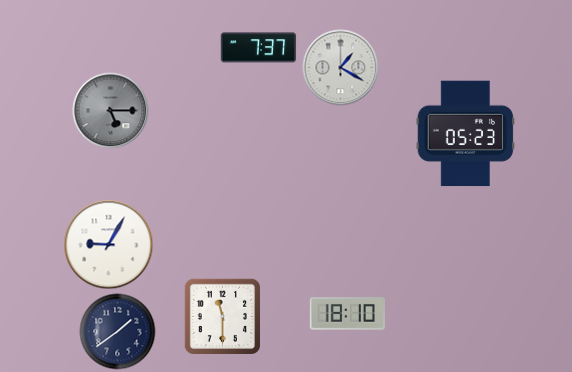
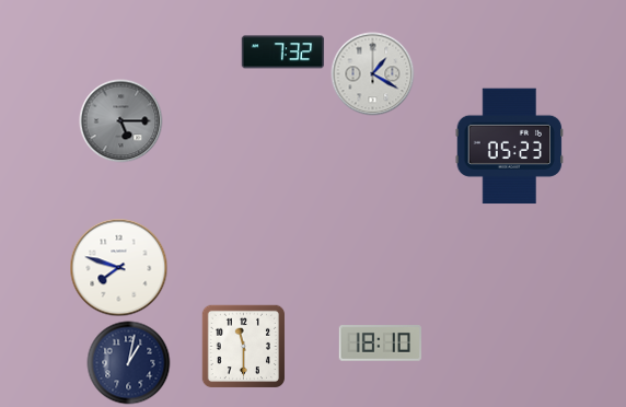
clock at (259, 48): 7:37 -> 7:32
clock at (109, 245): 9:05 -> 7:48
clock at (118, 332): 1:39 -> 1:02
